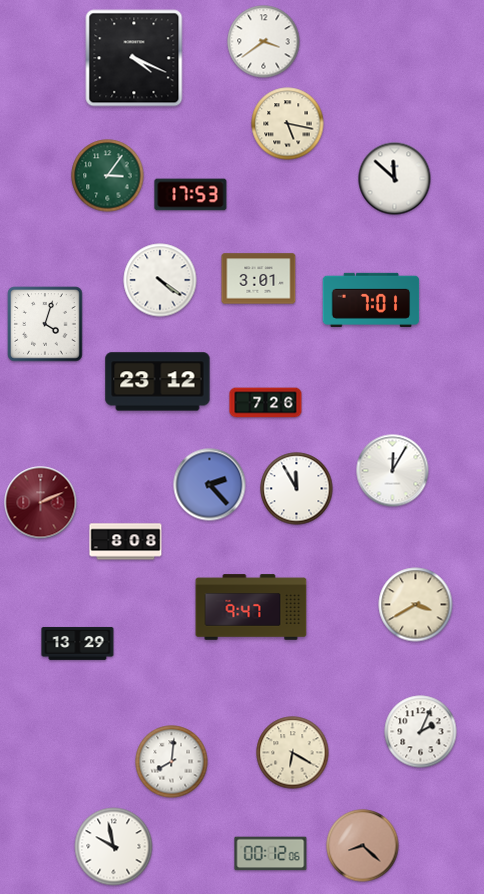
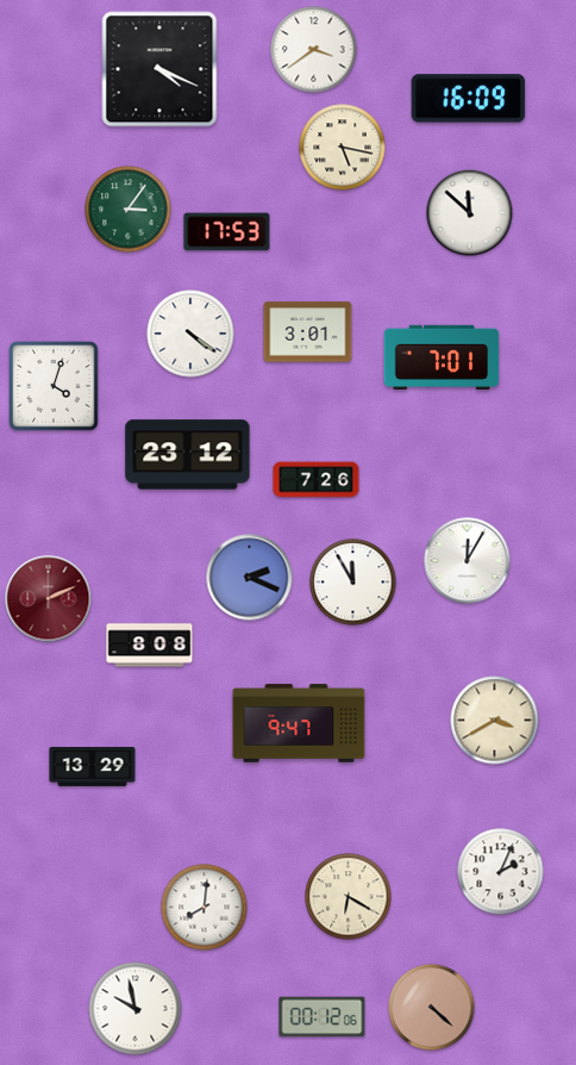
clock at (469, 99): none -> 16:09
clock at (210, 485): 2:23 -> 2:19
clock at (363, 846): 8:22 -> 4:22
